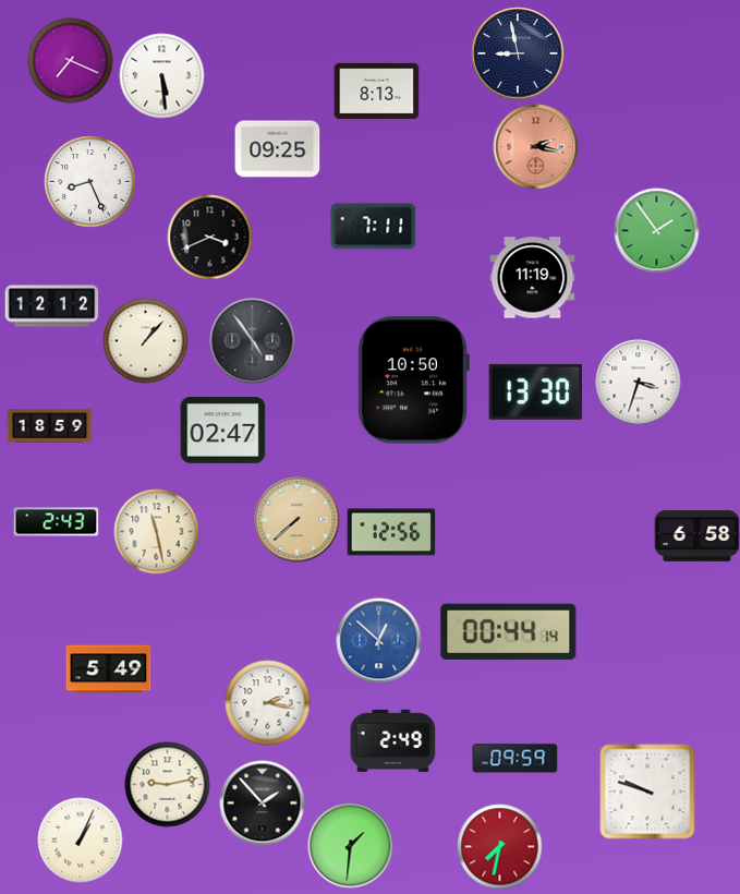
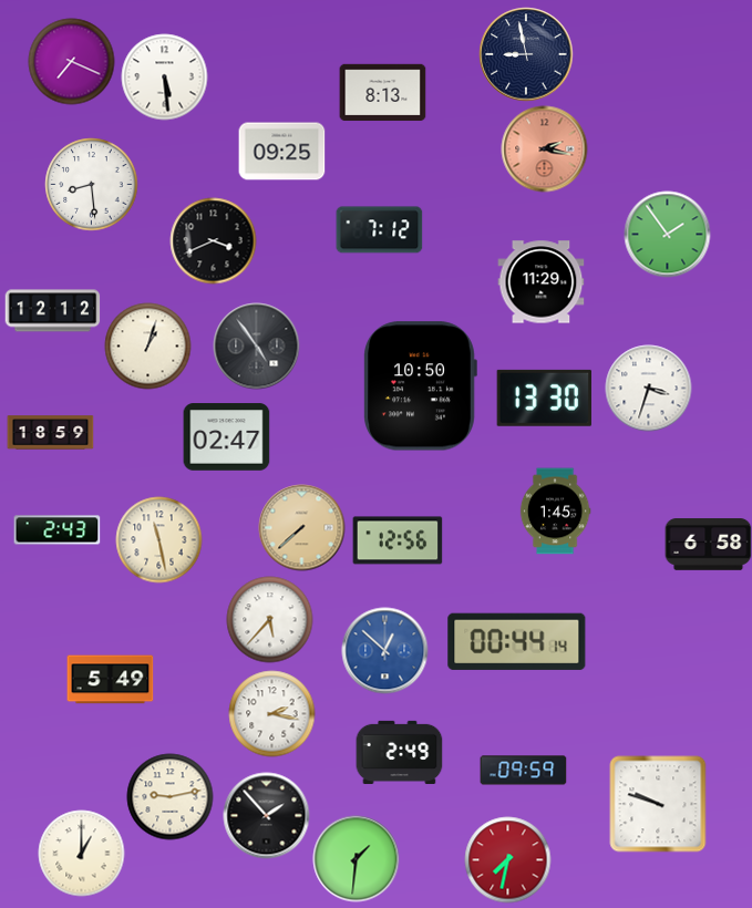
clock at (89, 181): 8:26 -> 8:29
clock at (373, 227): 7:11 -> 7:12
clock at (532, 278): 11:19 -> 11:29
clock at (145, 340): 1:07 -> 1:03
clock at (555, 510): none -> 1:45
clock at (269, 619): none -> 5:37
clock at (80, 839): 1:04 -> 1:00
